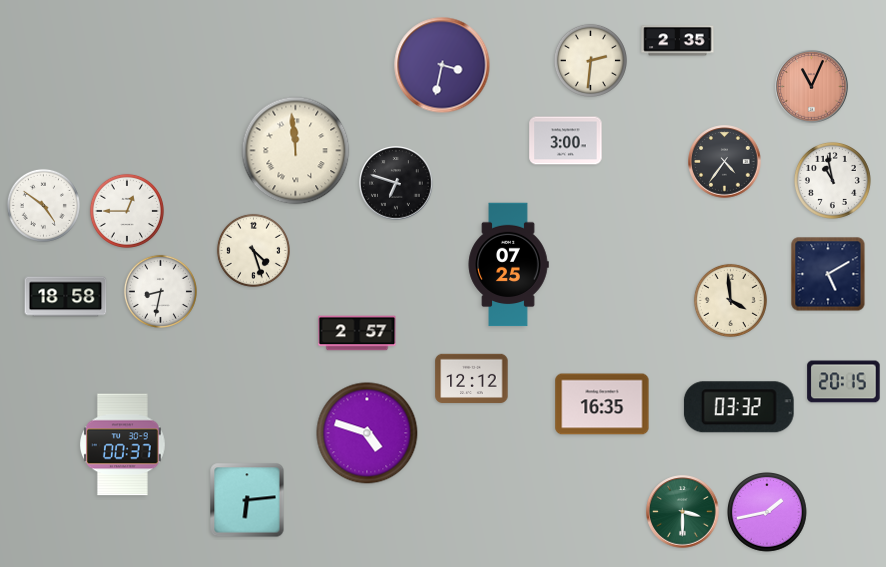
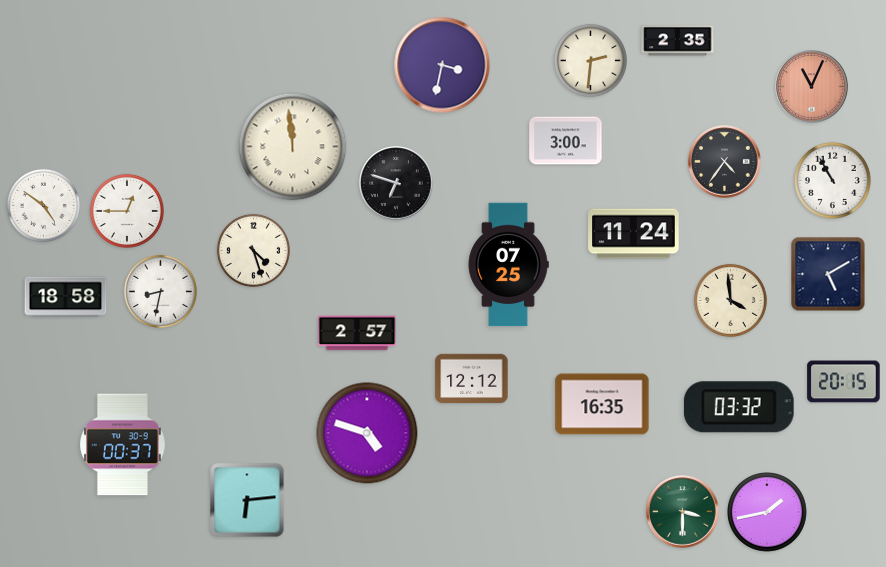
clock at (296, 151) position: (296, 151) -> (293, 147)
clock at (832, 180): 10:58 -> 10:55
clock at (634, 234): none -> 11:24
